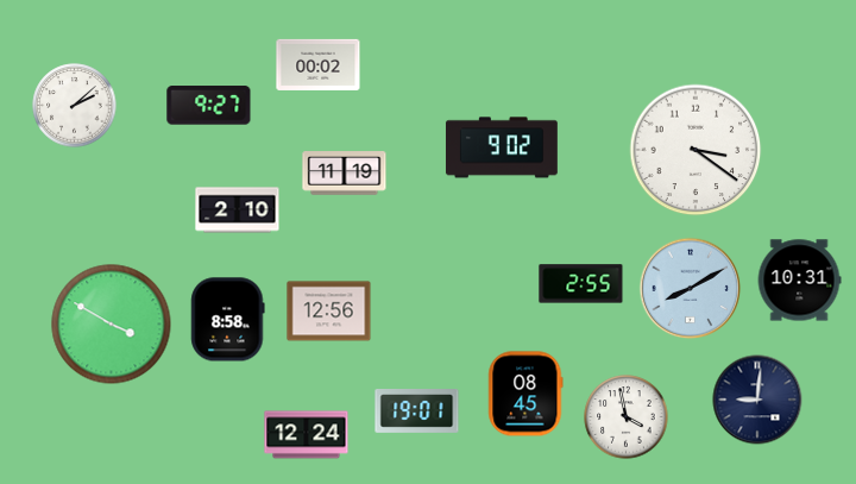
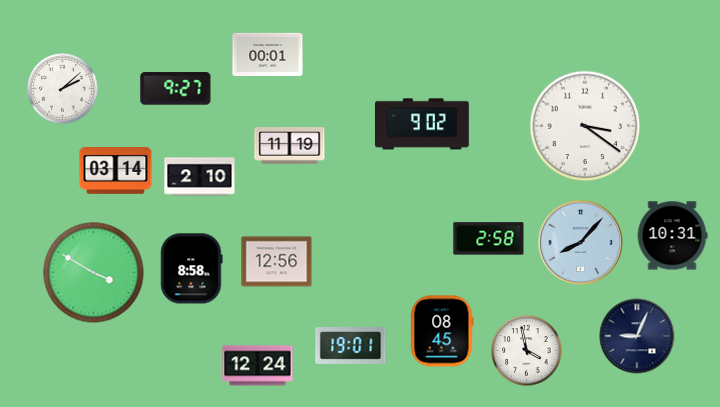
clock at (319, 64): 00:02 -> 00:01
clock at (116, 171): none -> 03:14
clock at (581, 284): 2:55 -> 2:58
clock at (691, 289): 8:10 -> 8:07
clock at (757, 400): 9:01 -> 9:04
